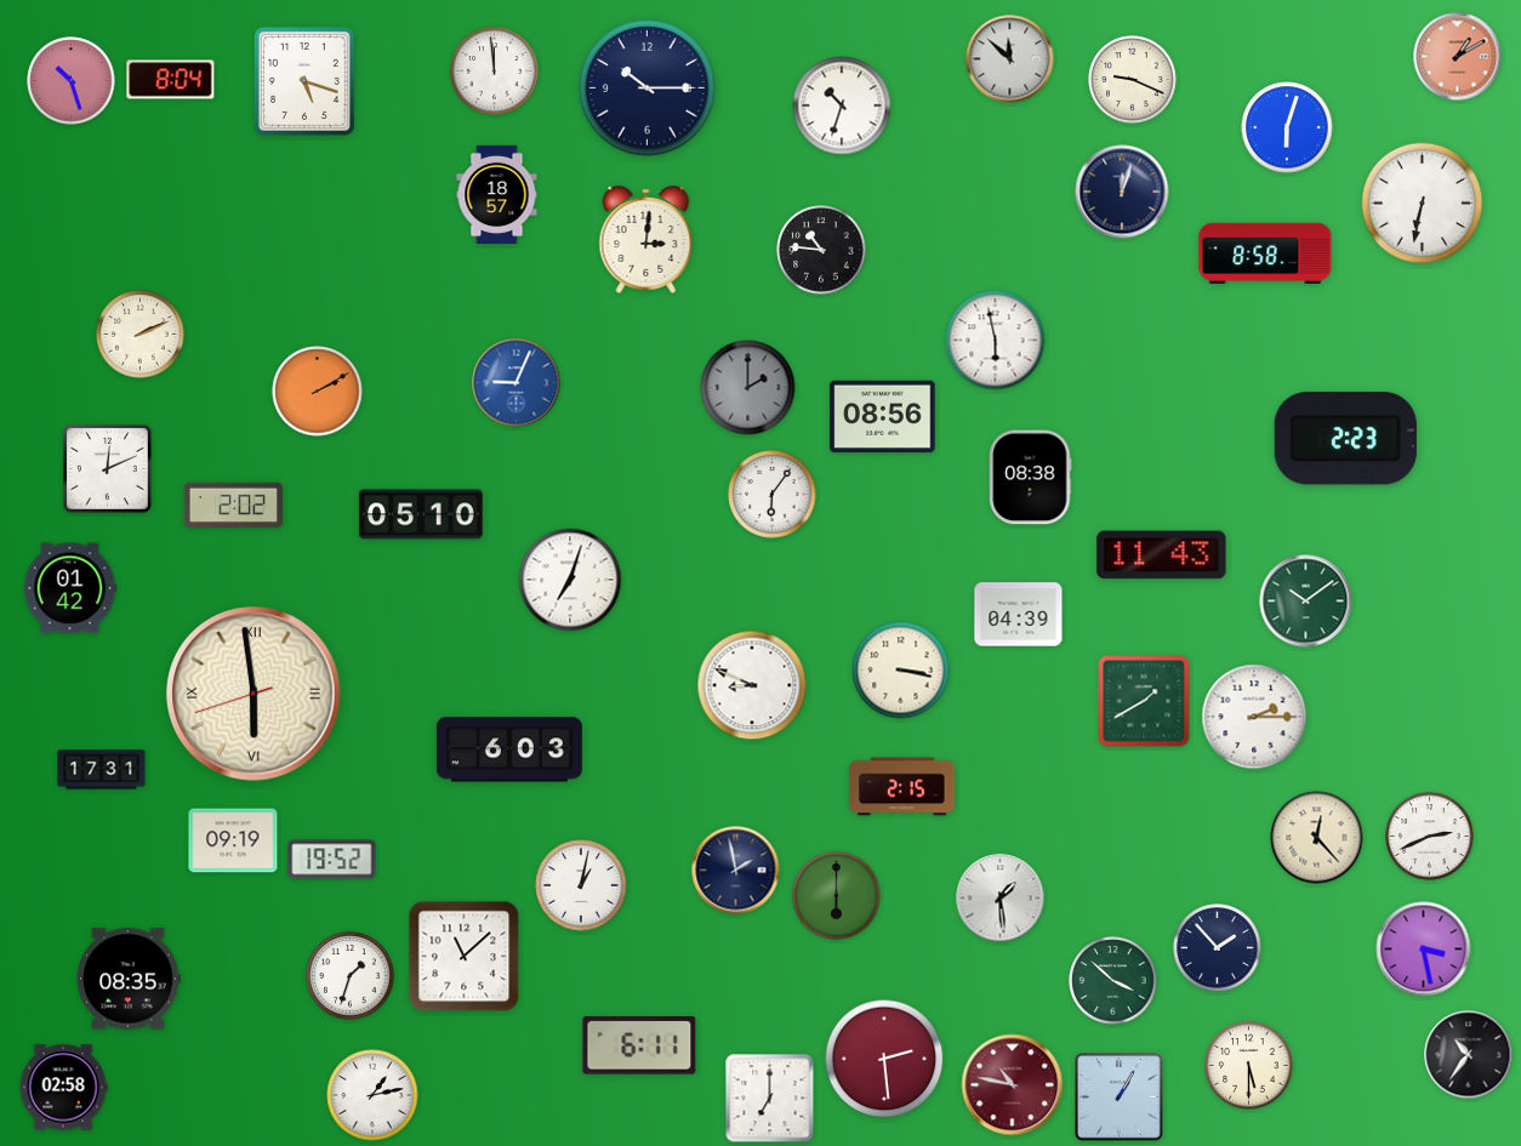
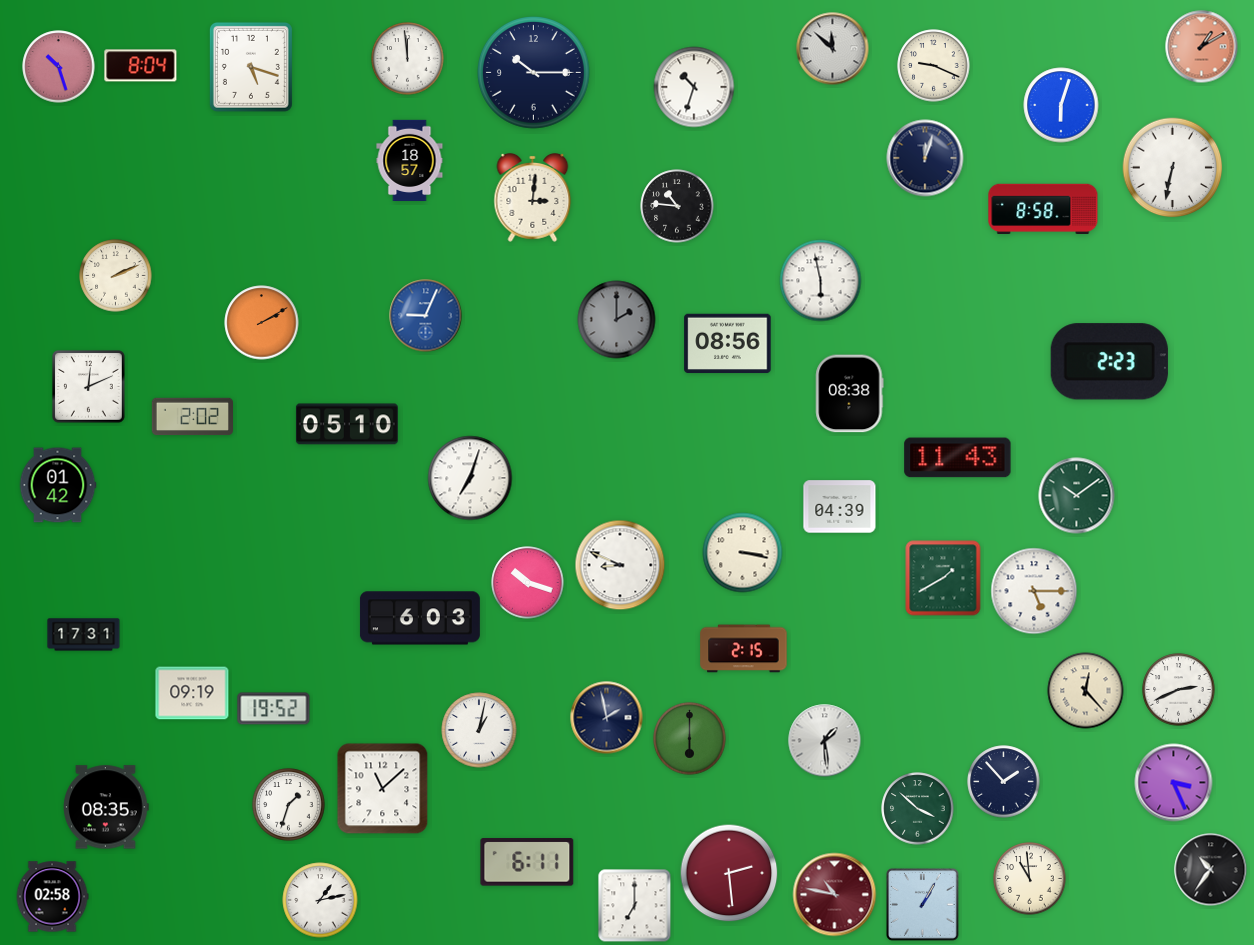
clock at (773, 495): 6:06 -> none
clock at (253, 694): 5:58 -> none
clock at (528, 583): none -> 10:18
clock at (1254, 717): 2:15 -> 5:15
clock at (1424, 950): 3:28 -> 3:26
clock at (1249, 1066): 5:30 -> 10:59
clock at (372, 1095) position: (372, 1095) -> (320, 900)
